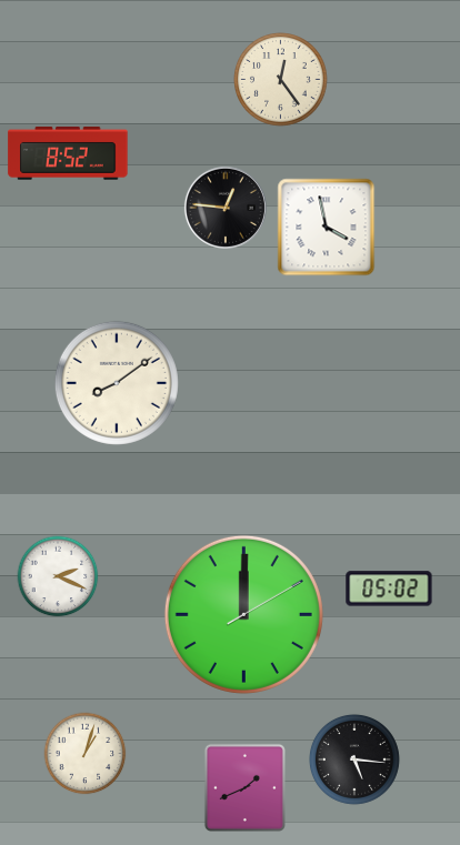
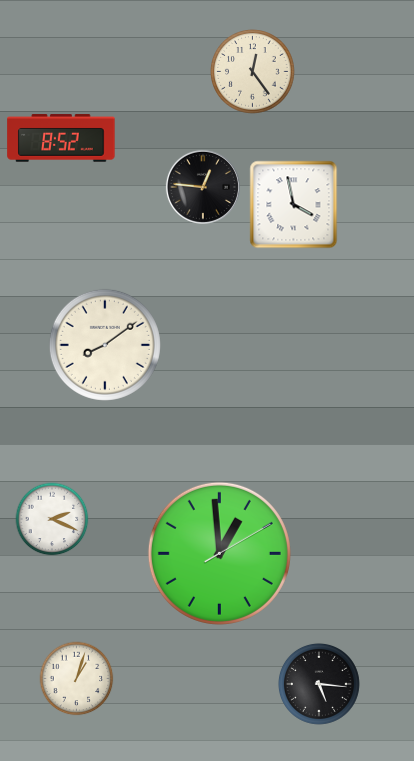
clock at (389, 589): 05:02 -> none
clock at (243, 614): 12:00 -> 12:59
clock at (244, 787): 1:41 -> none
